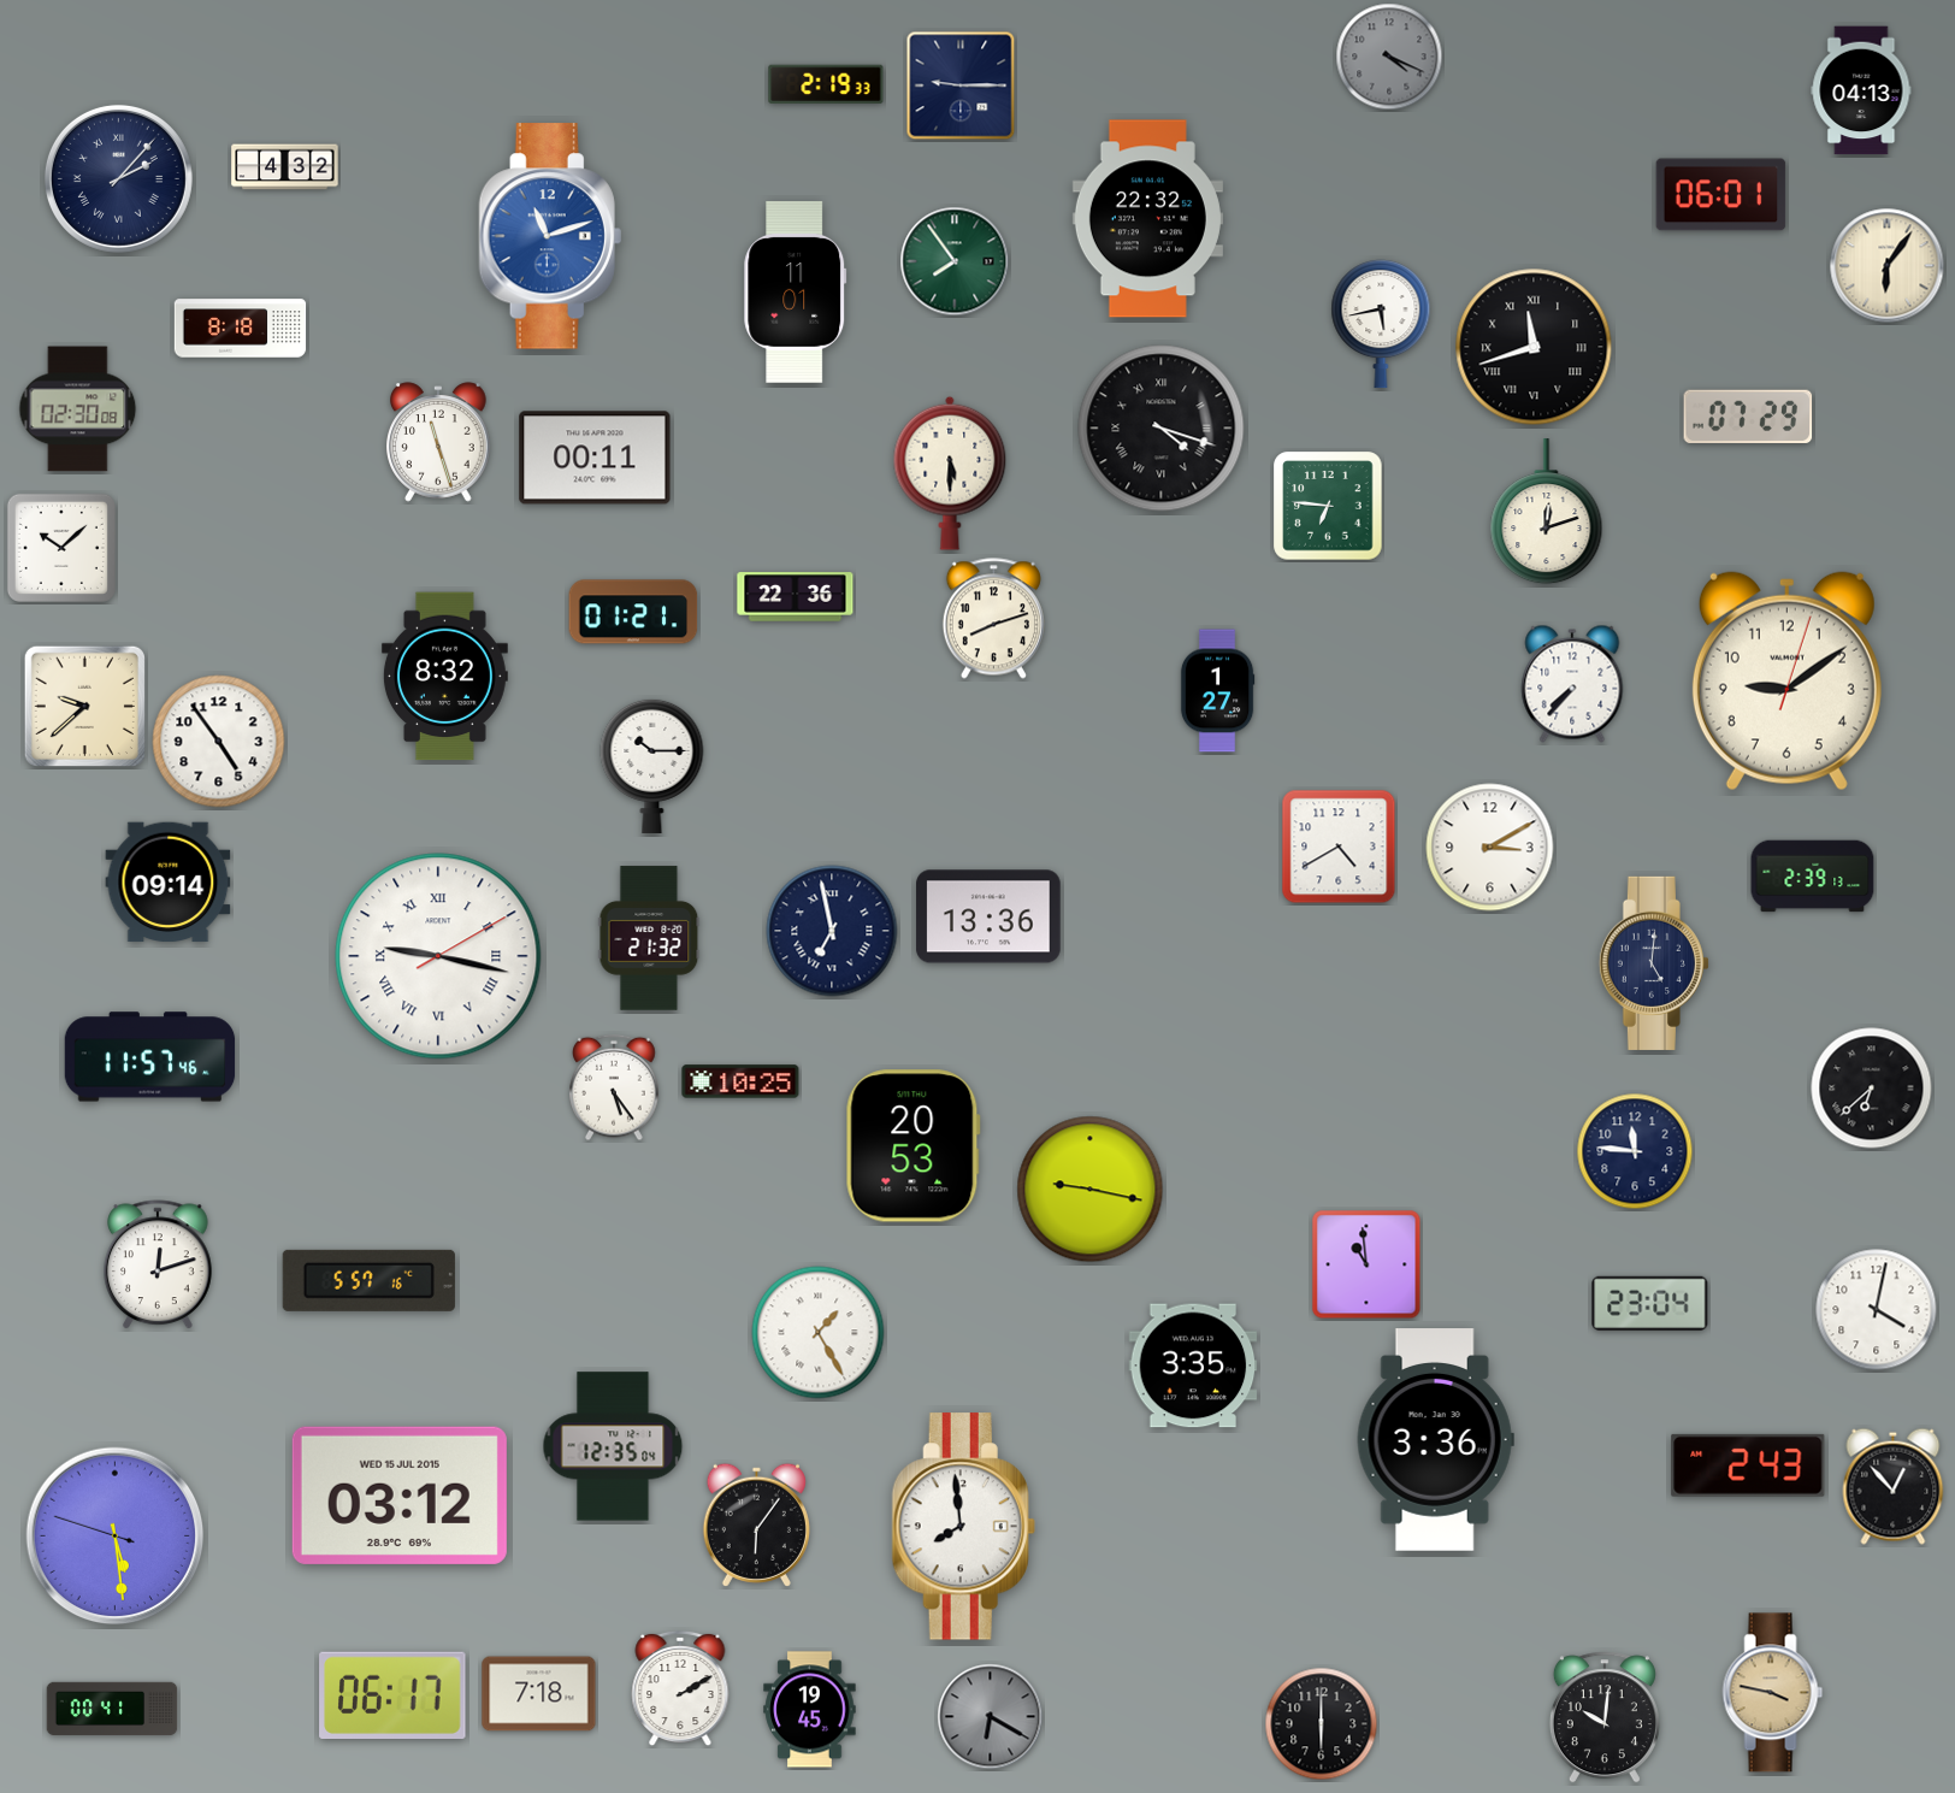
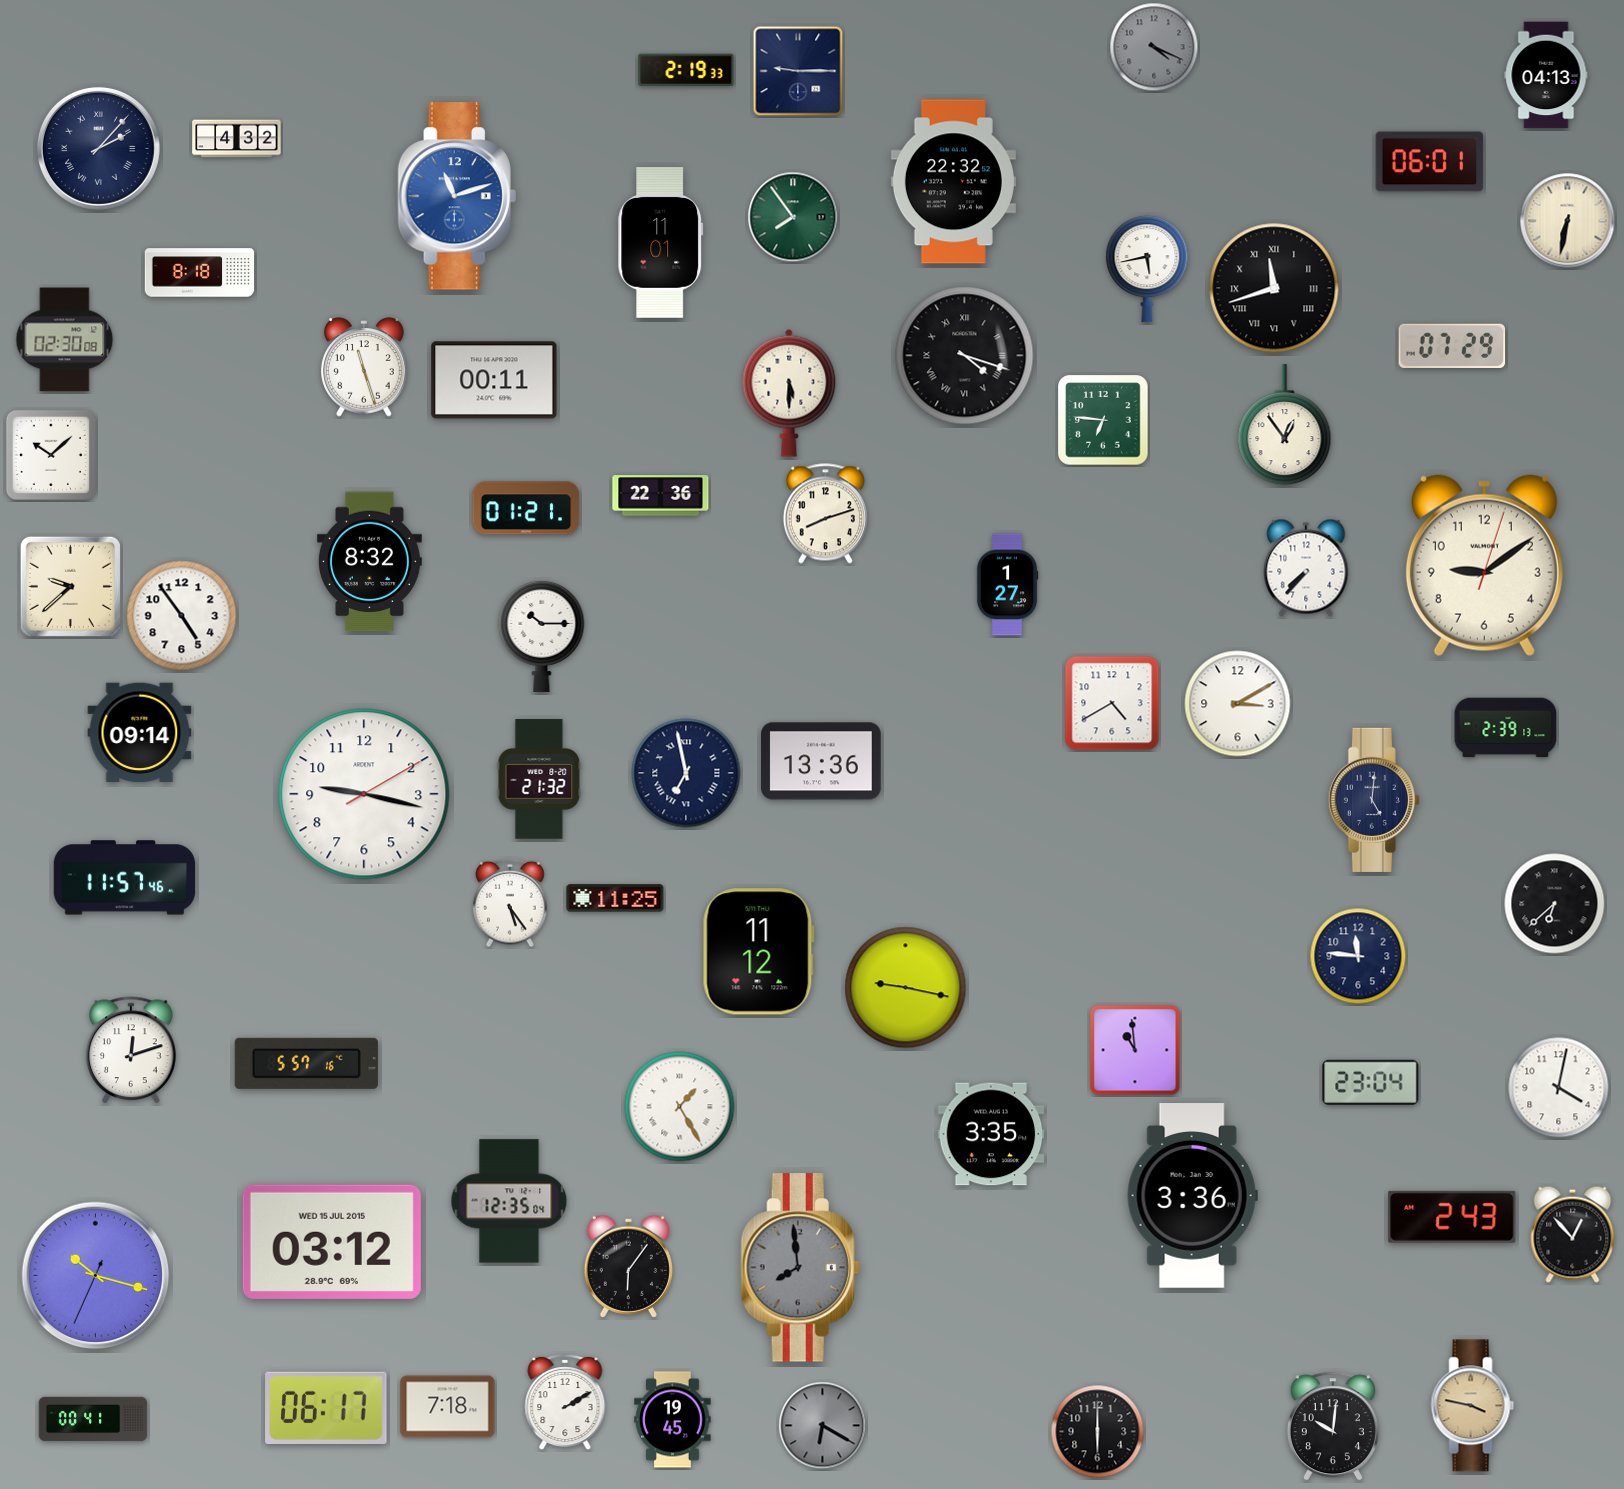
clock at (1888, 266): 6:06 -> 6:32
clock at (1547, 512): 12:12 -> 12:54
clock at (1217, 691) position: (1217, 691) -> (1007, 585)
clock at (832, 931) position: (832, 931) -> (686, 773)
clock at (438, 956) numerals: Roman -> Arabic
clock at (740, 1081): 10:25 -> 11:25
clock at (912, 1146): 20:53 -> 11:12
clock at (963, 1527) dial: white -> grey
clock at (116, 1537): 5:28 -> 10:17
